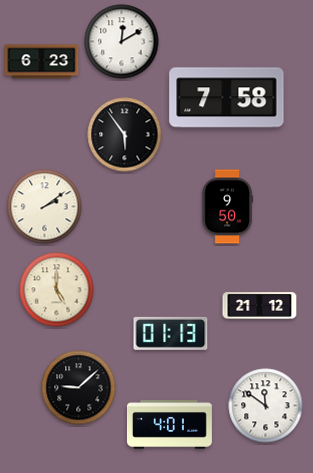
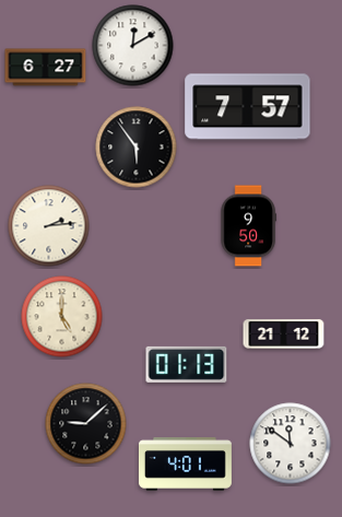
clock at (42, 62): 6:23 -> 6:27
clock at (227, 98): 7:58 -> 7:57
clock at (45, 207): 2:09 -> 2:14
